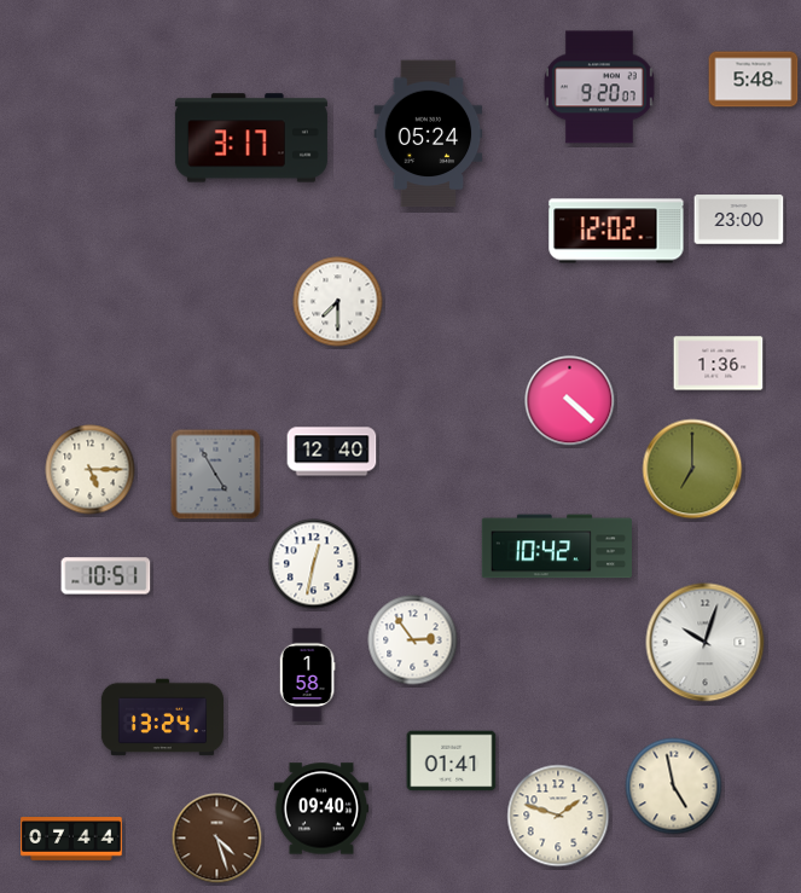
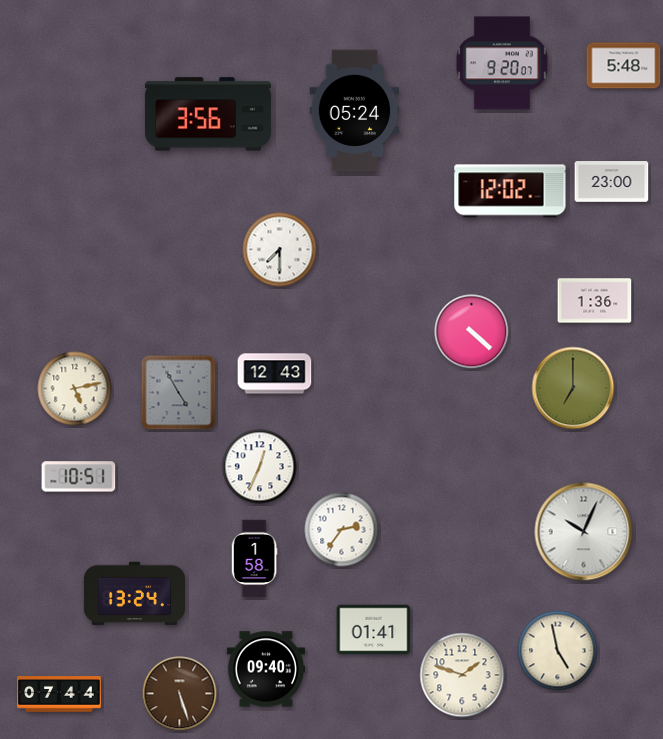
clock at (599, 87) position: (599, 87) -> (502, 63)
clock at (251, 138): 3:17 -> 3:56
clock at (332, 452): 12:40 -> 12:43
clock at (91, 470): 5:15 -> 5:13
clock at (556, 546): 10:42 -> none
clock at (314, 564): 12:32 -> 12:34
clock at (106, 576) position: (106, 576) -> (79, 477)
clock at (413, 640): 2:54 -> 2:36
clock at (706, 643): 10:03 -> 10:04
clock at (217, 839): 4:27 -> 5:27
